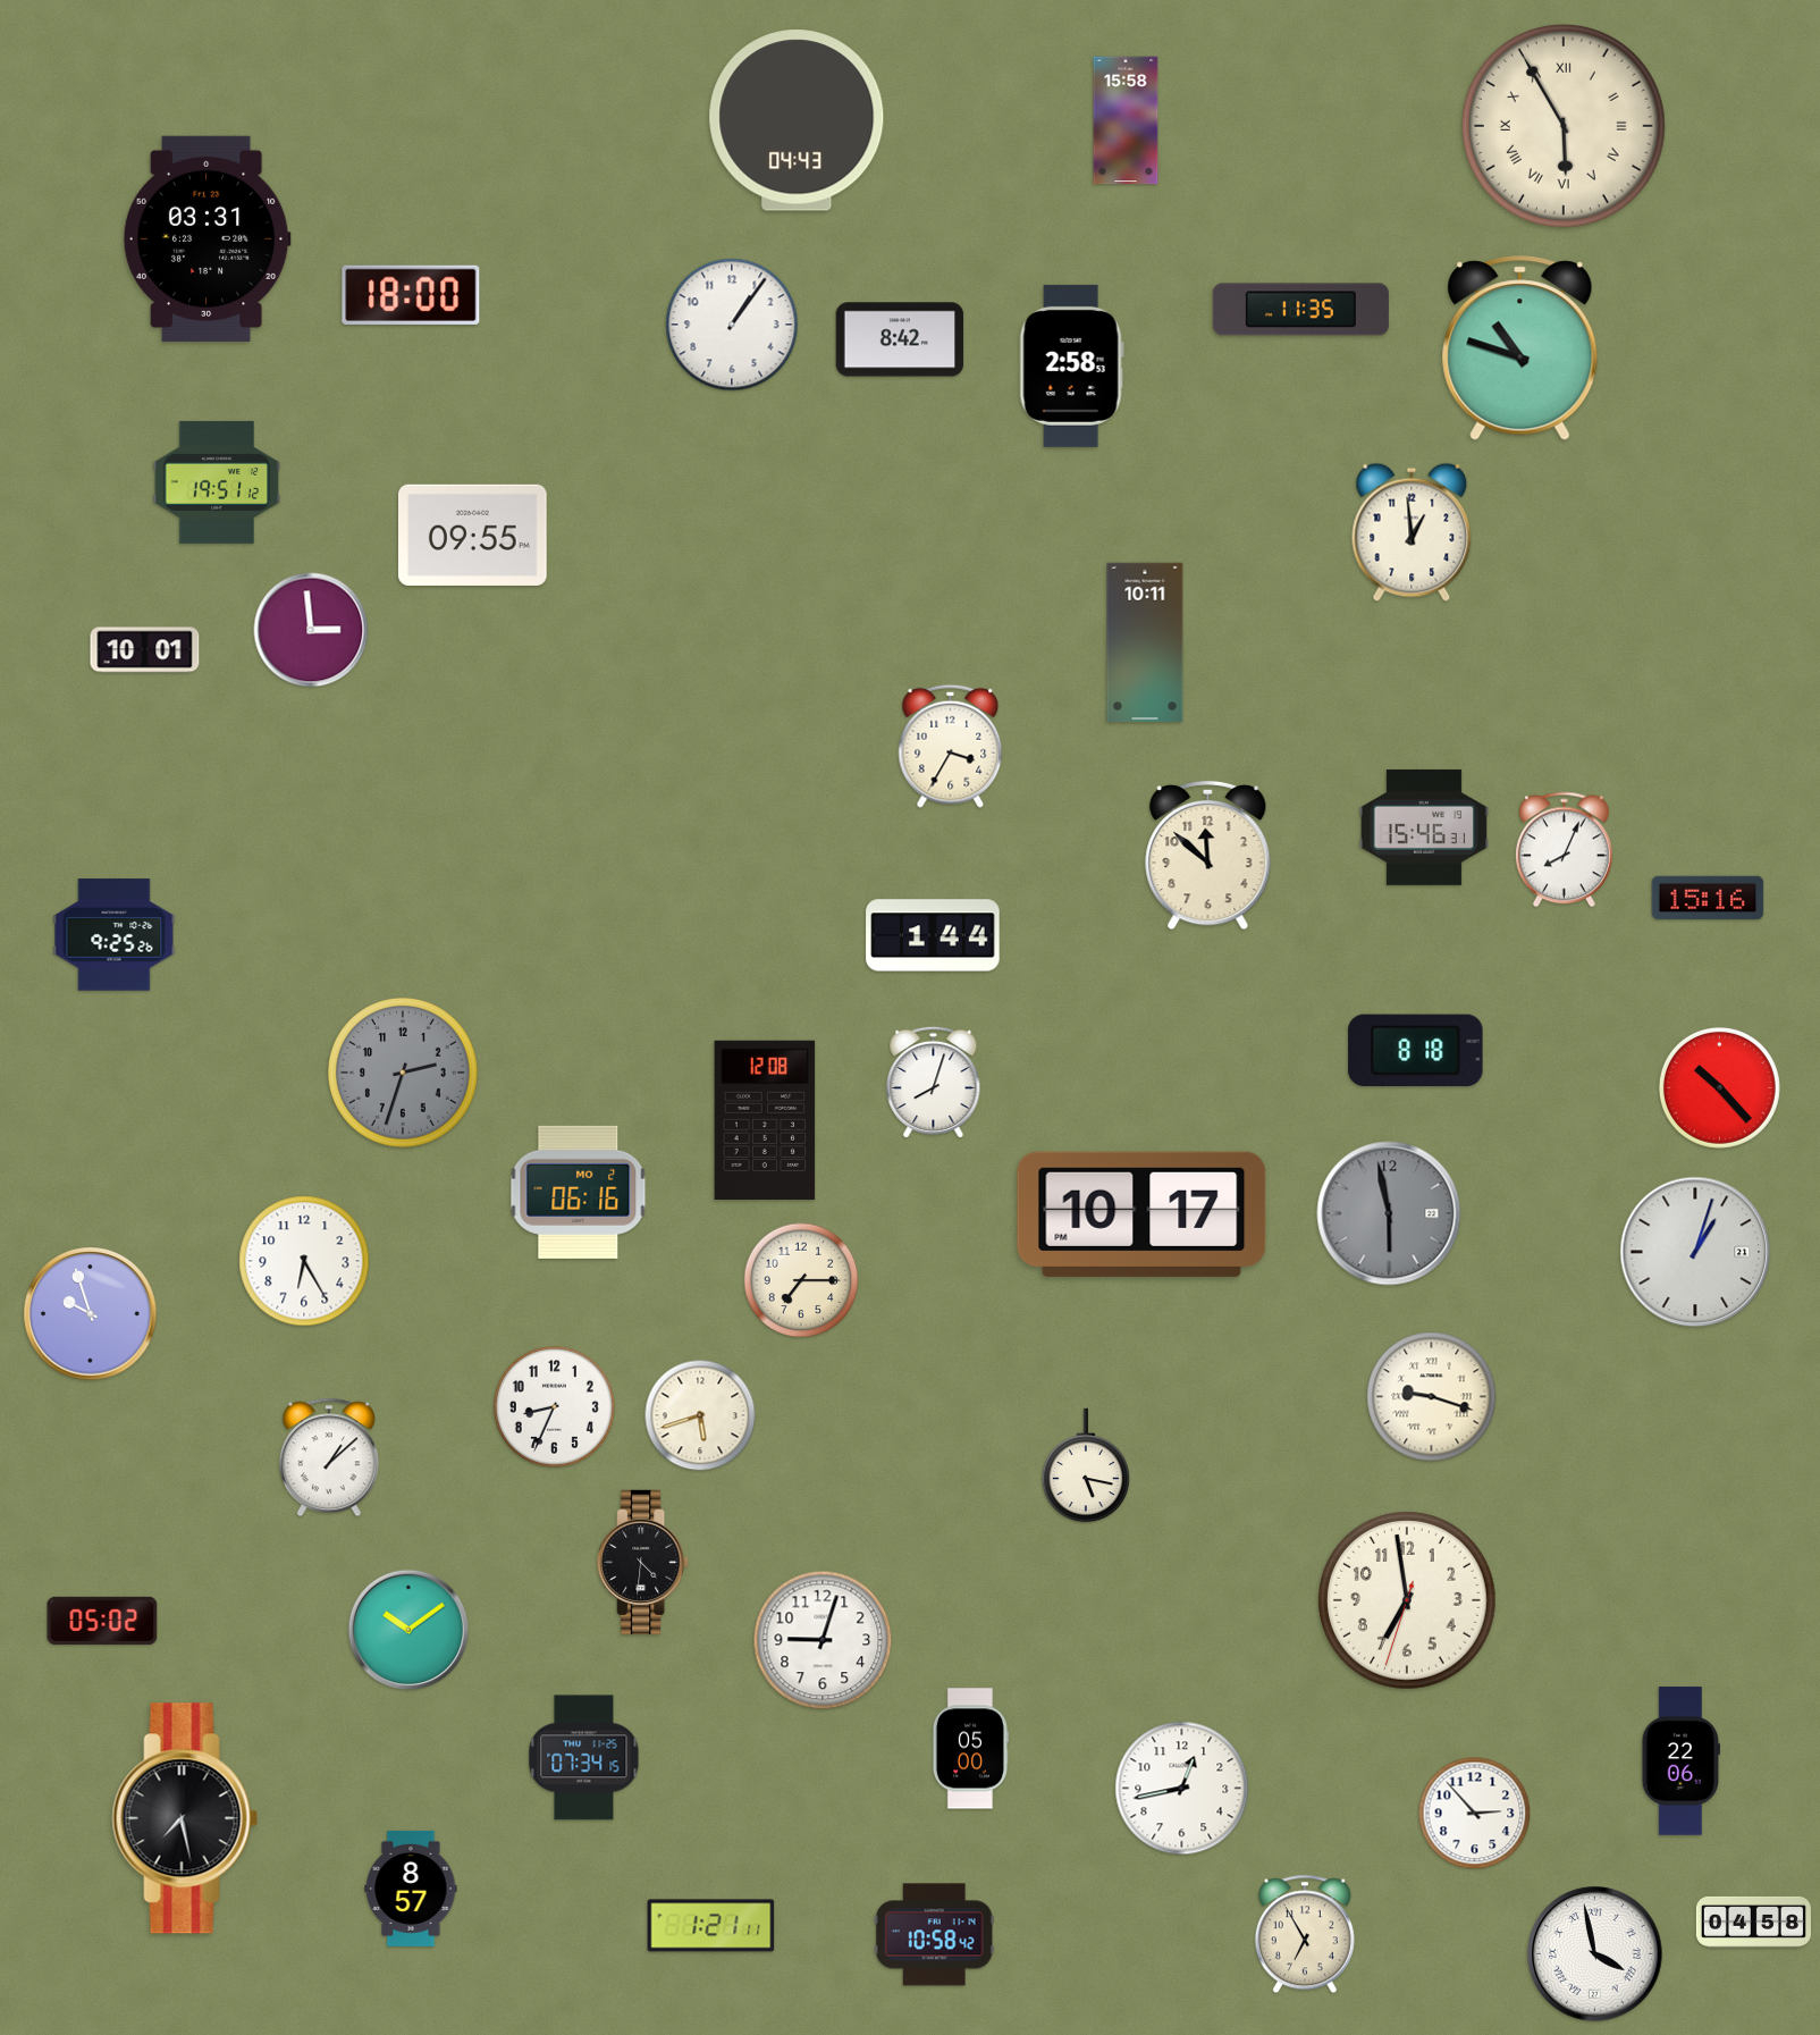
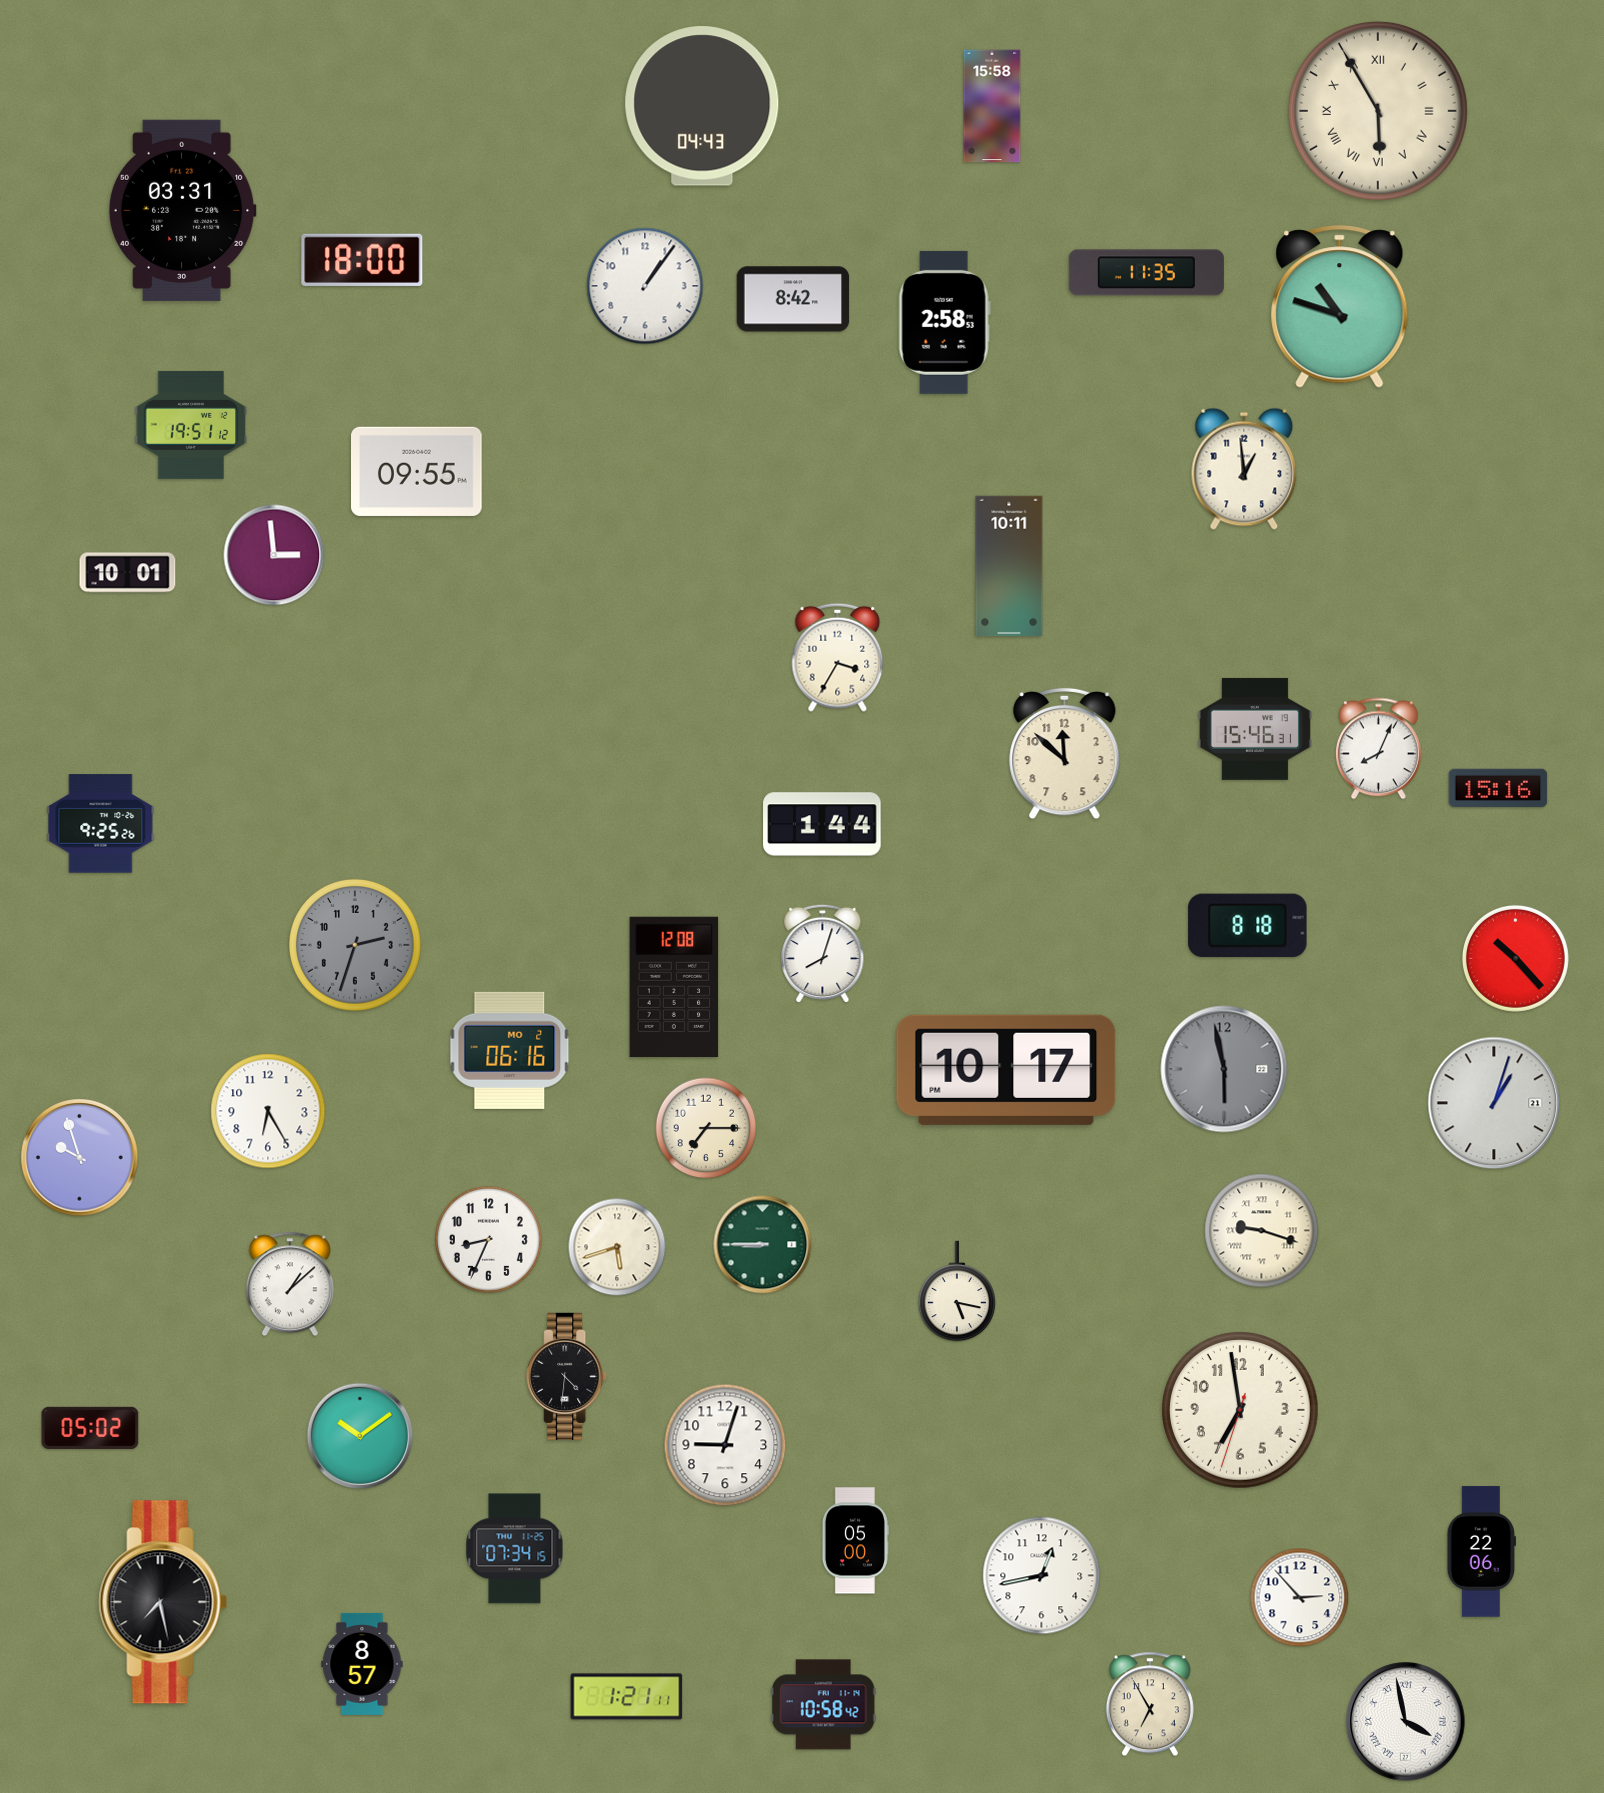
clock at (1708, 898) position: (1708, 898) -> (1498, 788)
clock at (763, 1245): none -> 8:45
clock at (1753, 1922): 04:58 -> none
